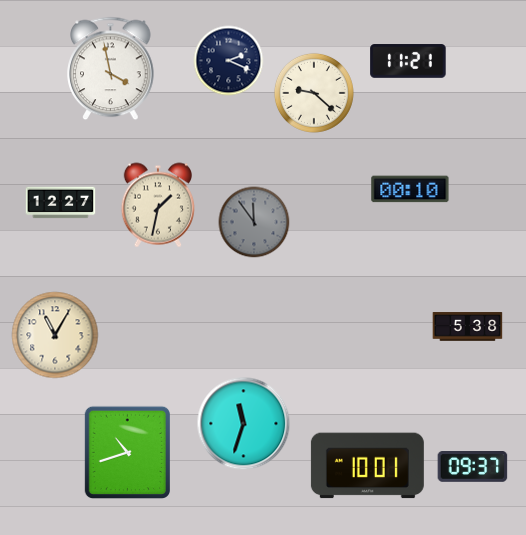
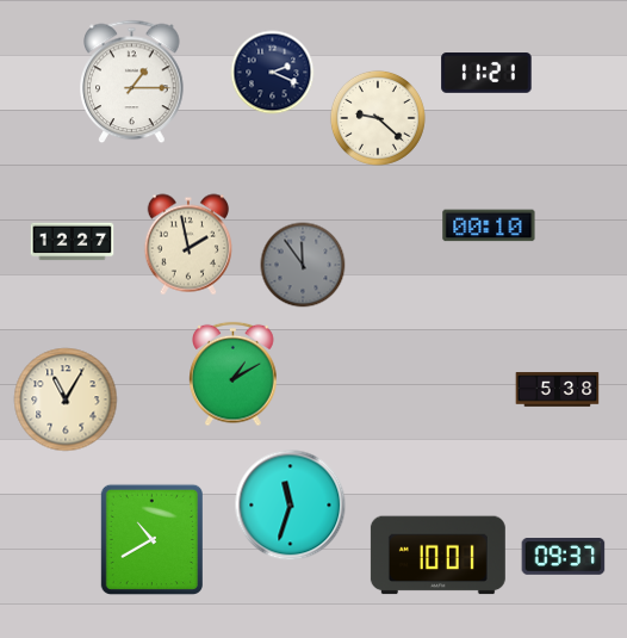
clock at (111, 69): 3:58 -> 1:15
clock at (314, 93) position: (314, 93) -> (378, 118)
clock at (157, 205): 1:32 -> 1:58
clock at (234, 374): none -> 1:10
clock at (127, 453): 10:42 -> 10:40
